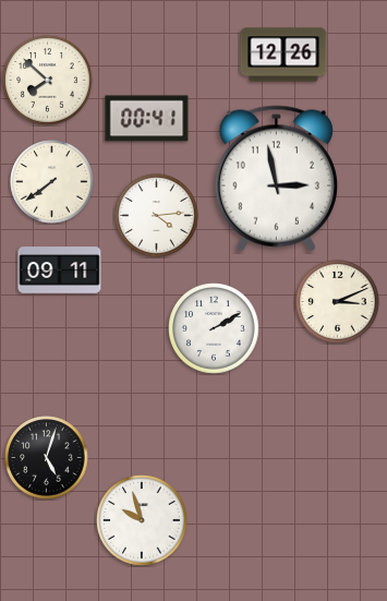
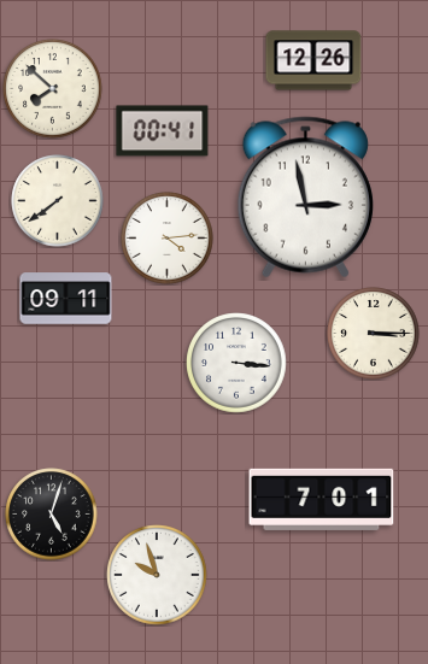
clock at (157, 216) position: (157, 216) -> (168, 239)
clock at (338, 302): 3:11 -> 3:15
clock at (214, 328): 2:10 -> 3:16
clock at (322, 499): none -> 7:01
clock at (47, 458) position: (47, 458) -> (52, 515)
